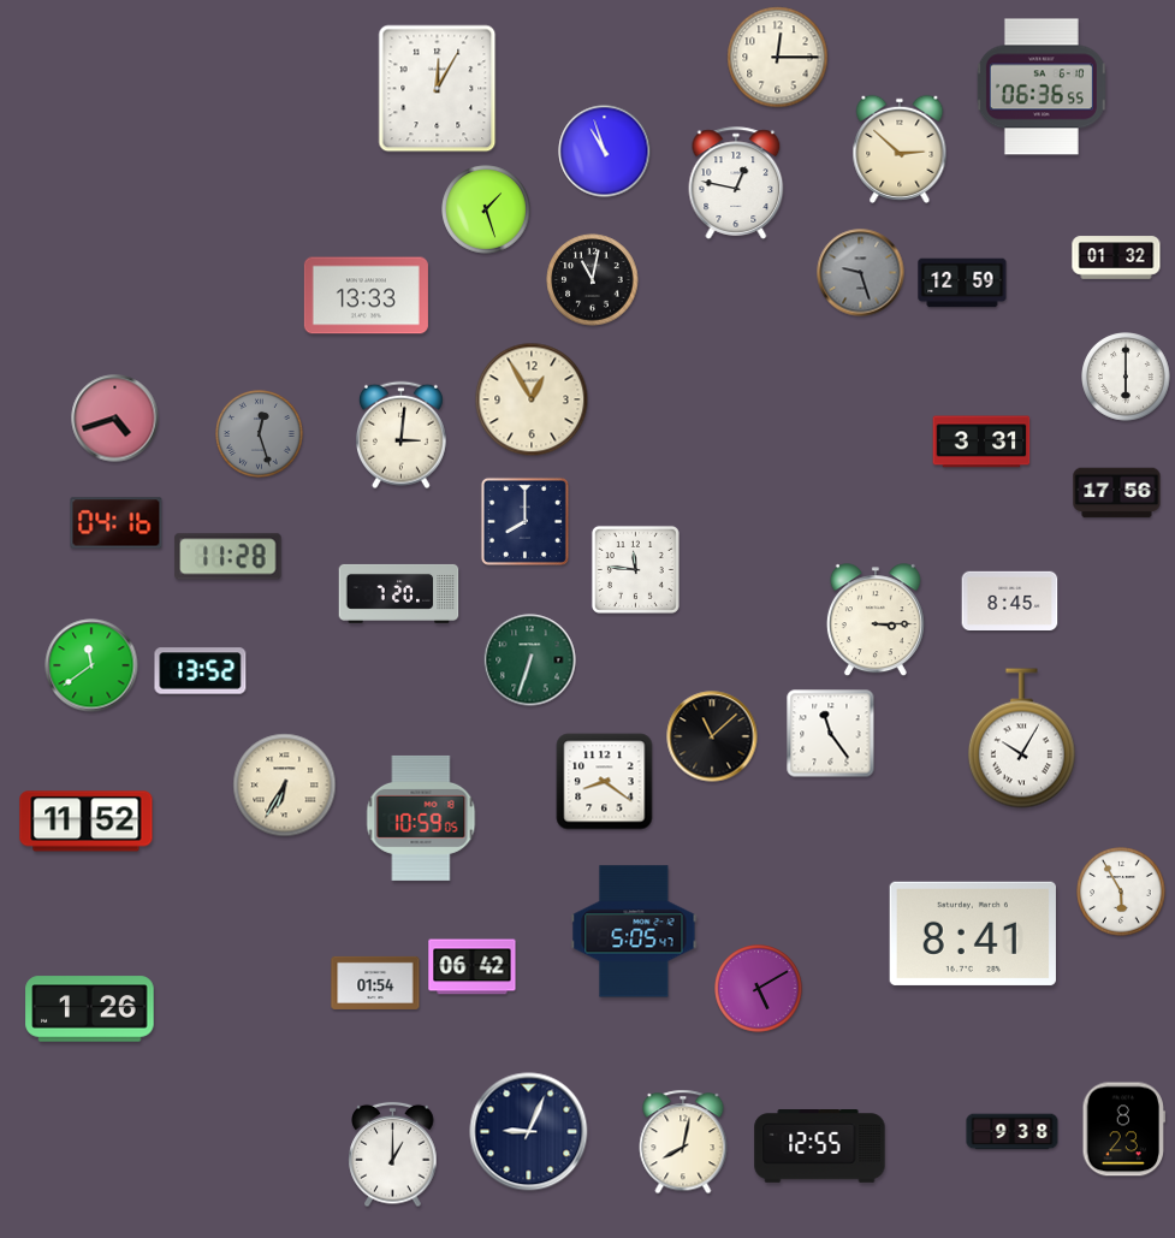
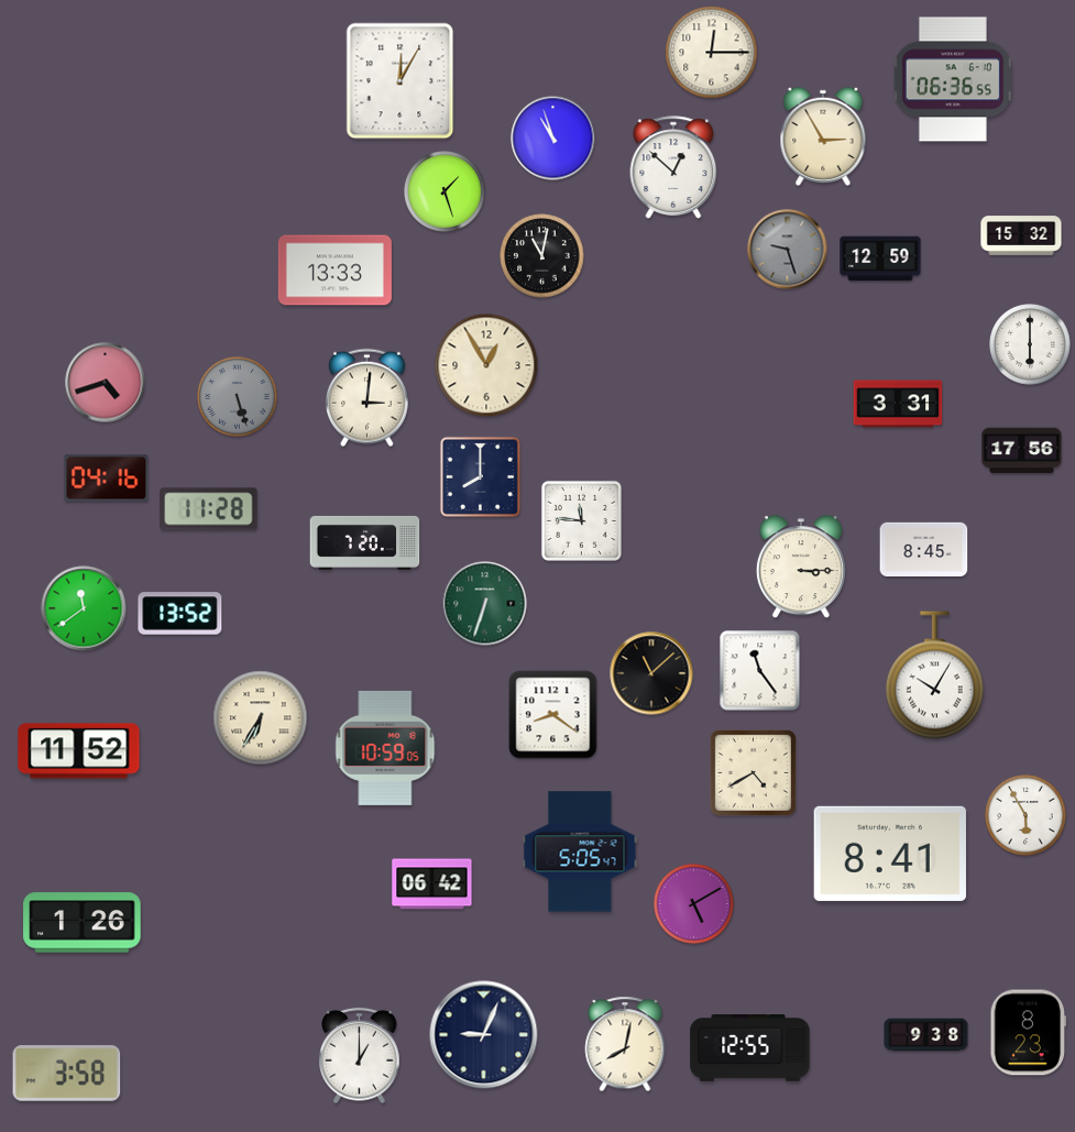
clock at (900, 149): 2:52 -> 2:55
clock at (736, 183): 12:47 -> 12:52
clock at (1116, 257): 01:32 -> 15:32
clock at (260, 434): 12:27 -> 5:27
clock at (201, 671) position: (201, 671) -> (180, 614)
clock at (753, 772): none -> 4:40
clock at (375, 983): 01:54 -> none
clock at (67, 1074): none -> 3:58
